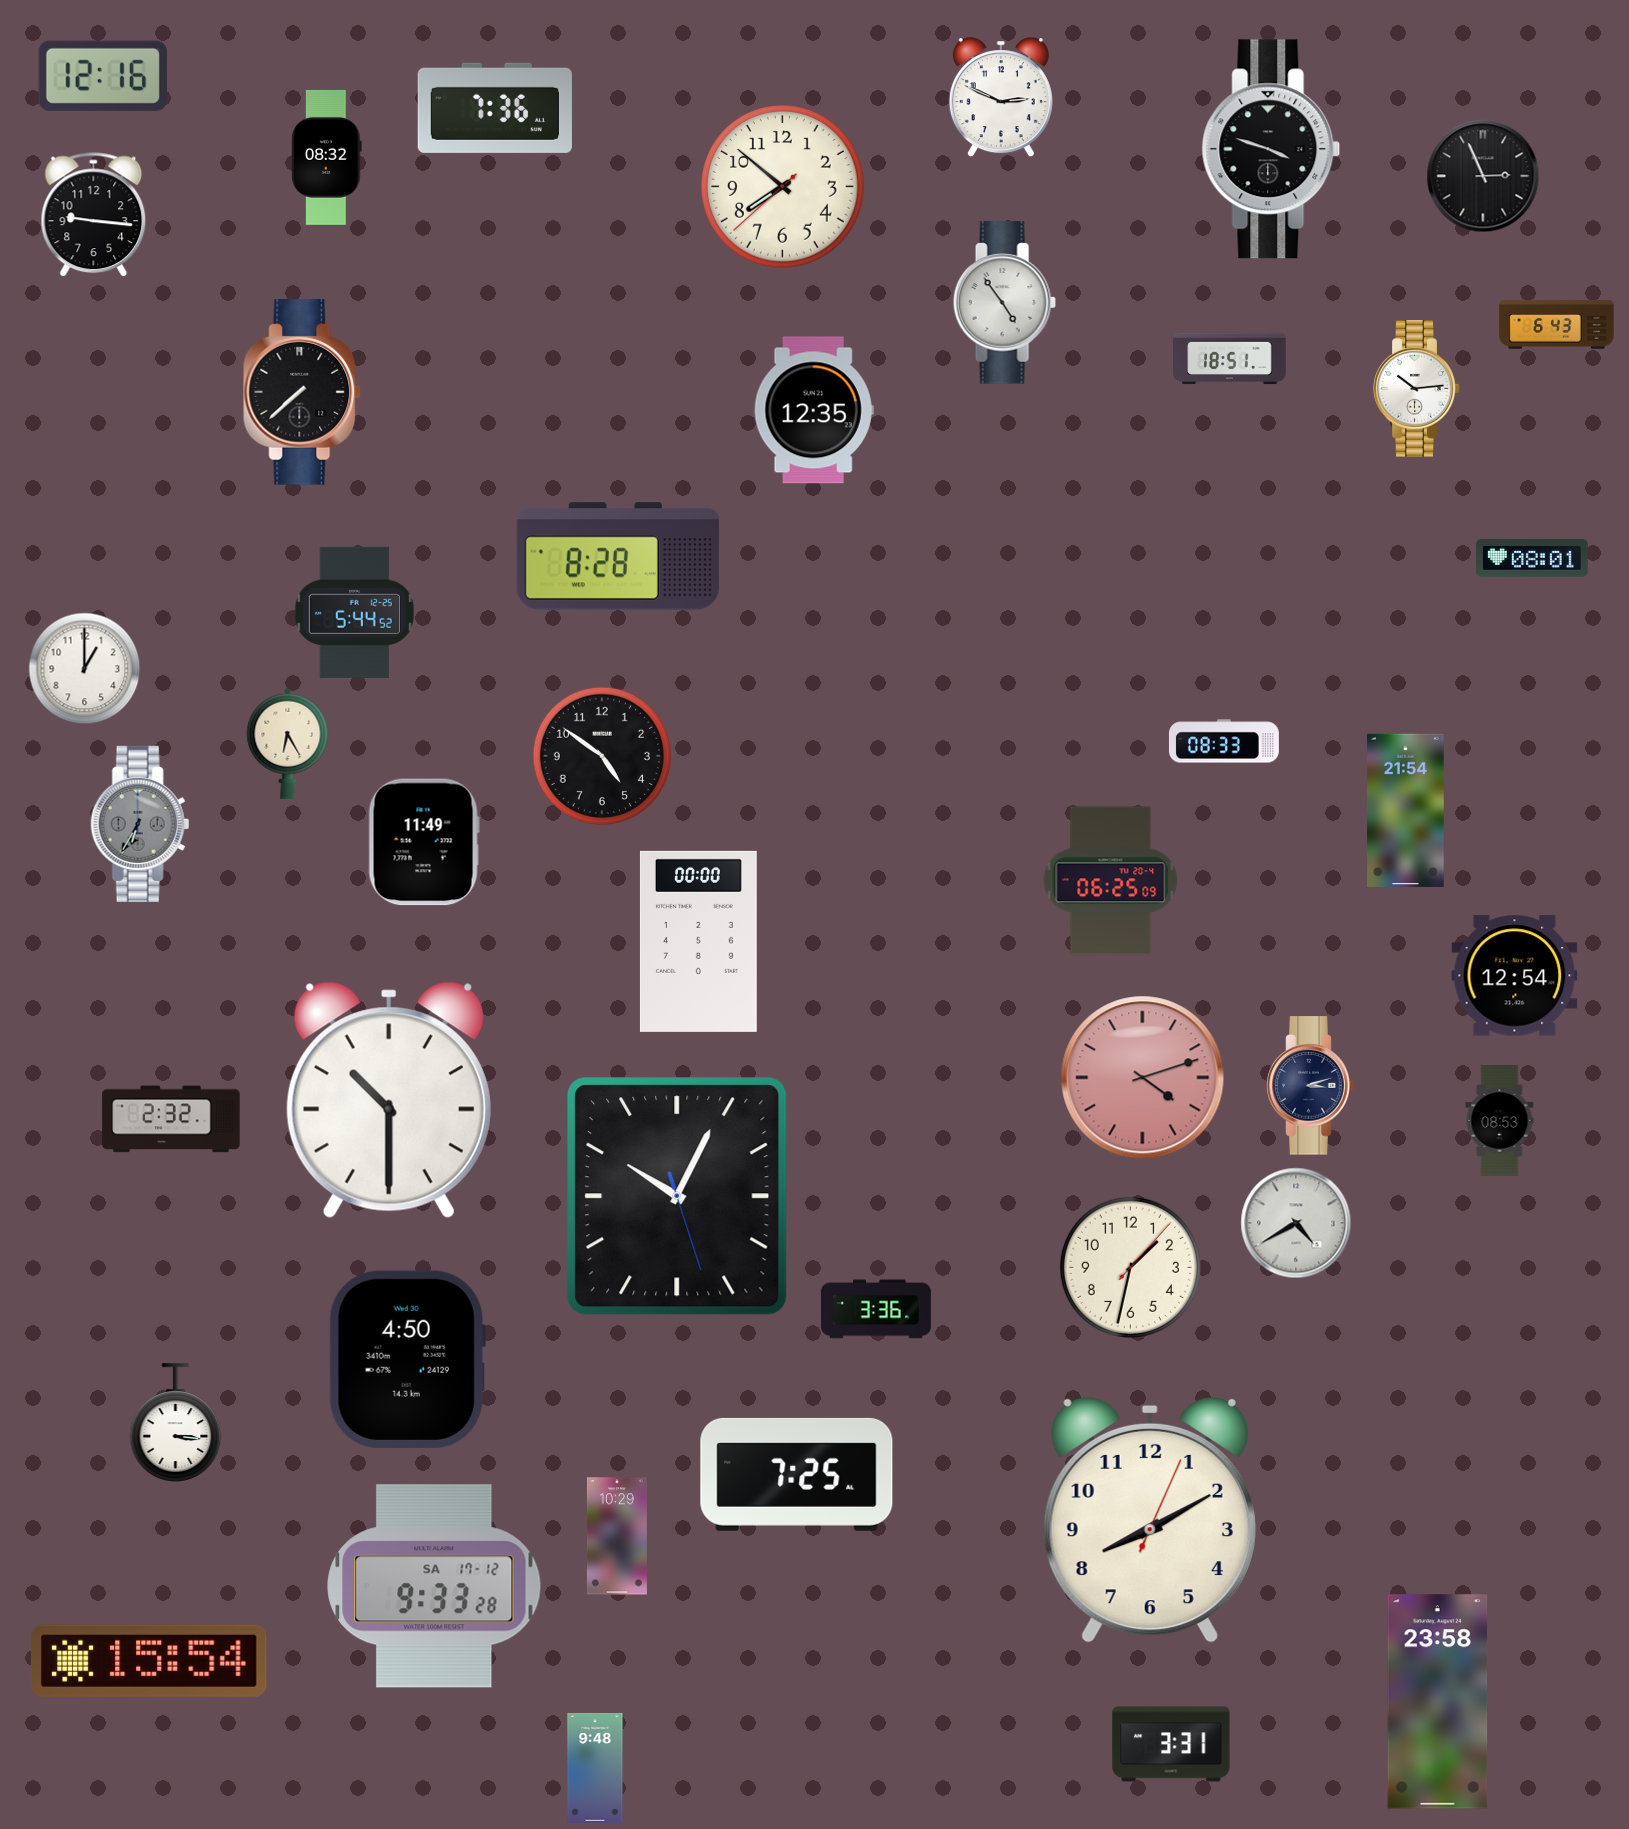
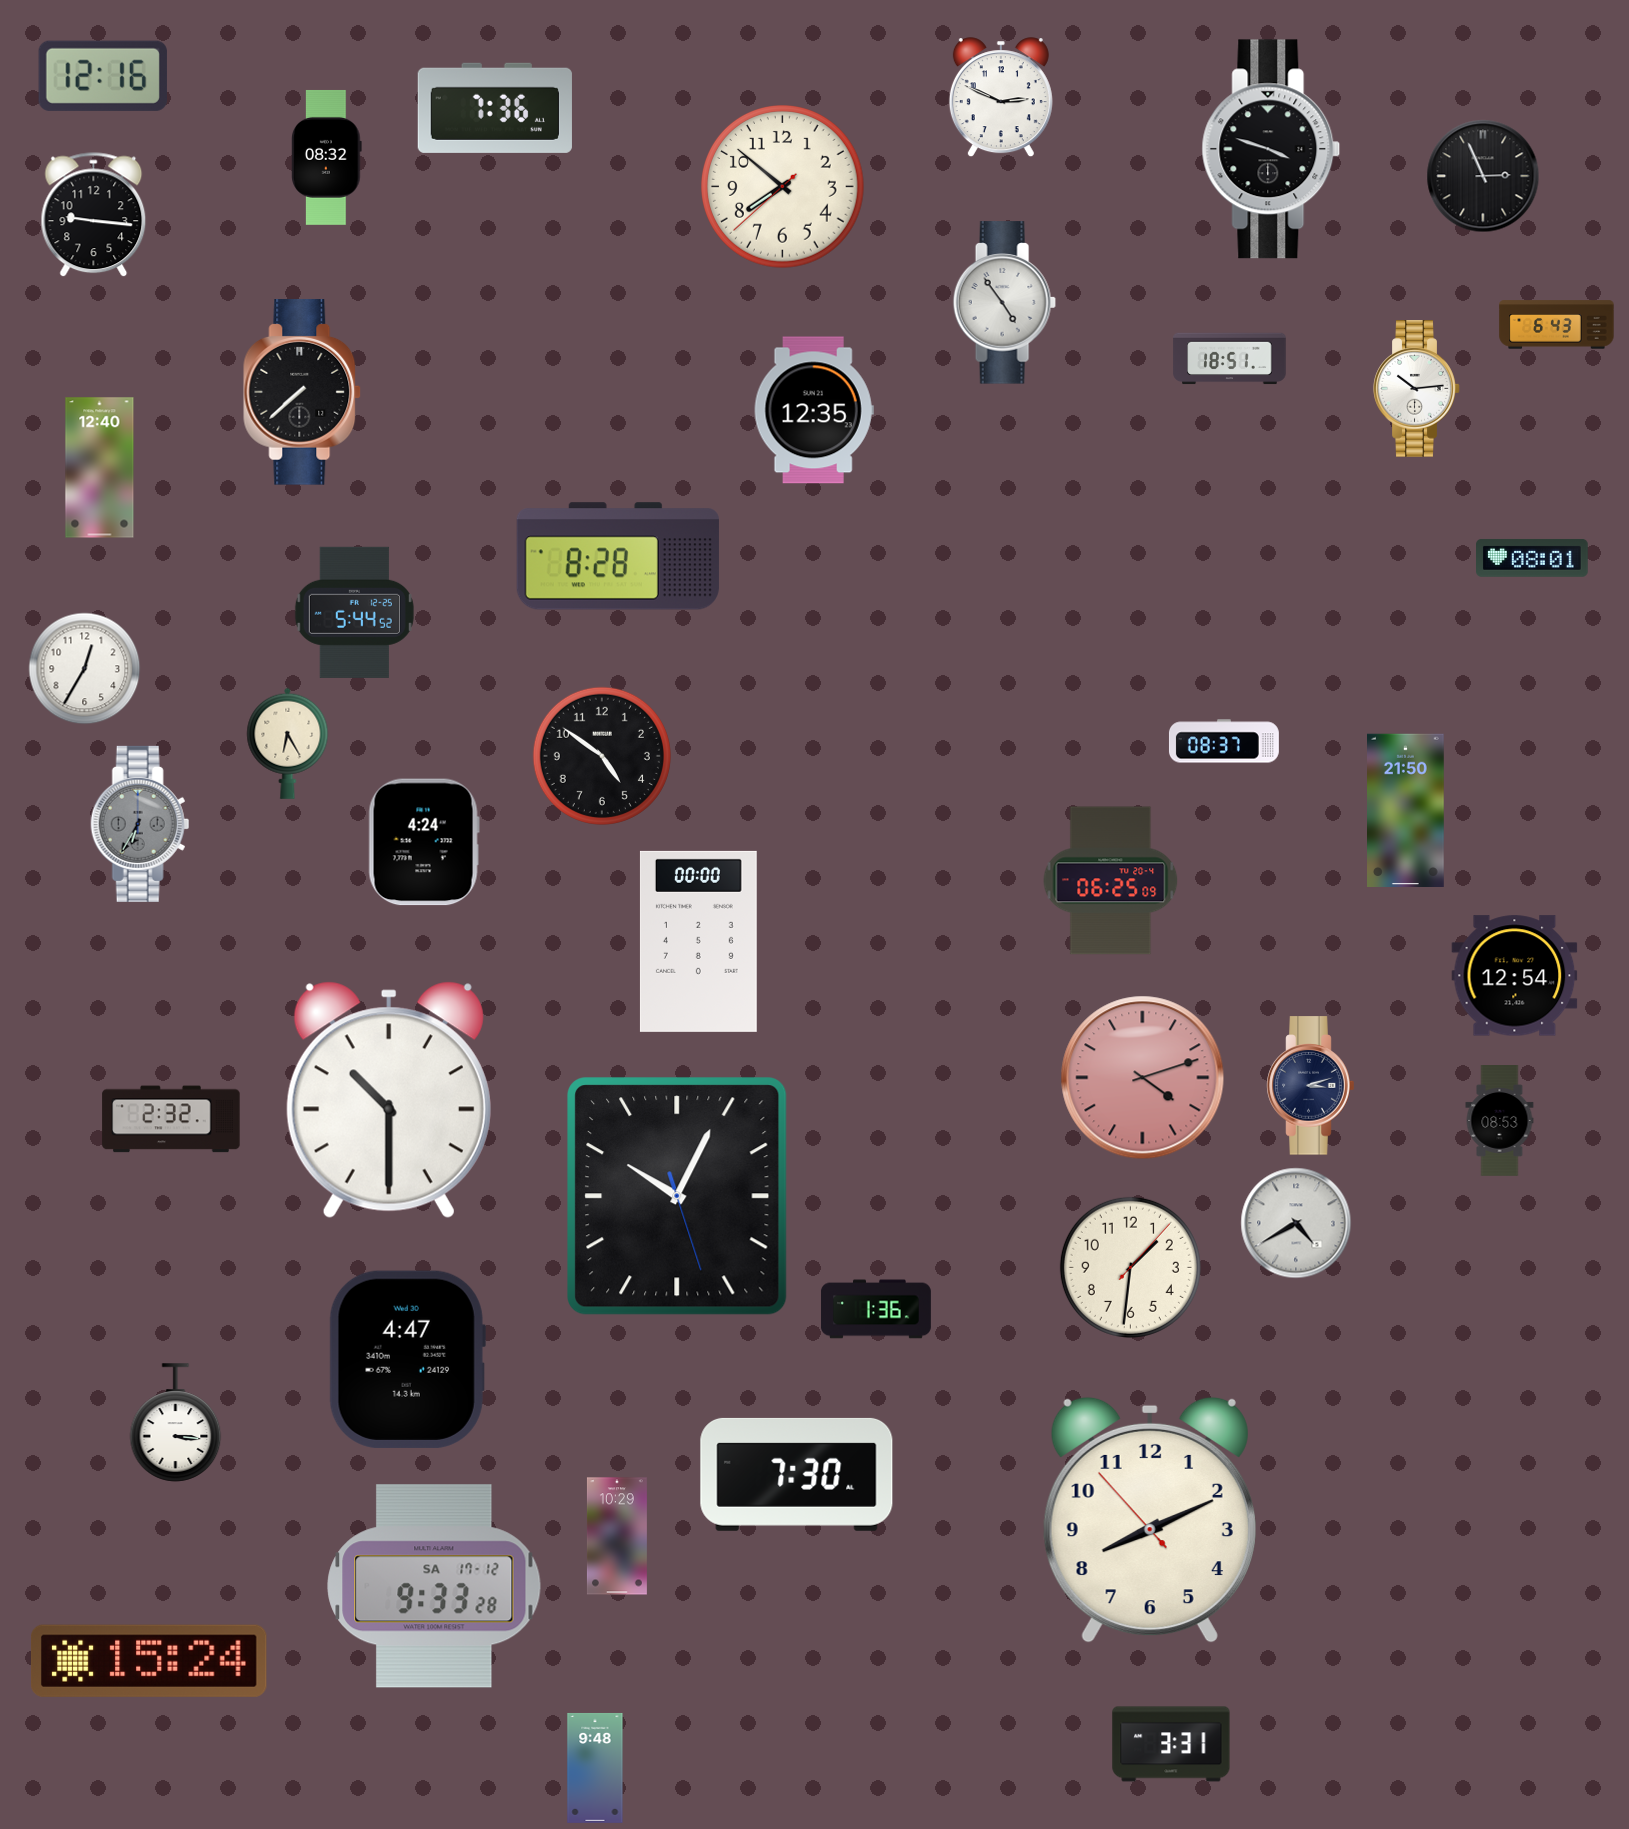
clock at (100, 468): none -> 12:40
clock at (85, 669): 1:00 -> 12:35
clock at (1224, 741): 08:33 -> 08:37
clock at (1406, 810): 21:54 -> 21:50
clock at (424, 842): 11:49 -> 4:24
clock at (1130, 1267): 1:32 -> 1:31
clock at (876, 1309): 3:36 -> 1:36
clock at (407, 1359): 4:50 -> 4:47
clock at (797, 1474): 7:25 -> 7:30
clock at (1150, 1520): 8:10:04 -> 8:10:53
clock at (149, 1661): 15:54 -> 15:24
clock at (1438, 1702): 23:58 -> none
